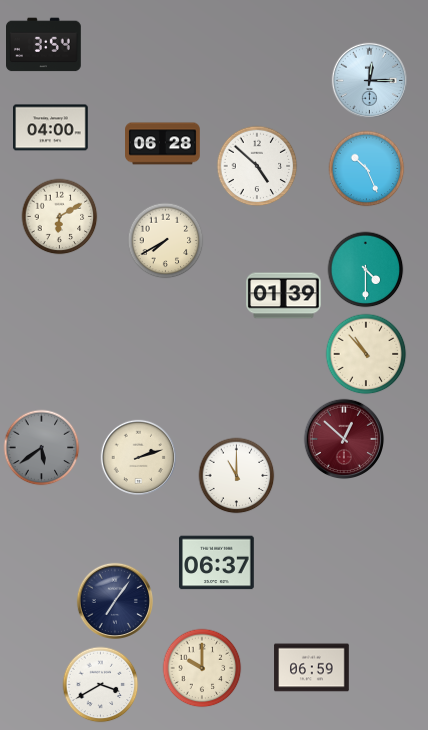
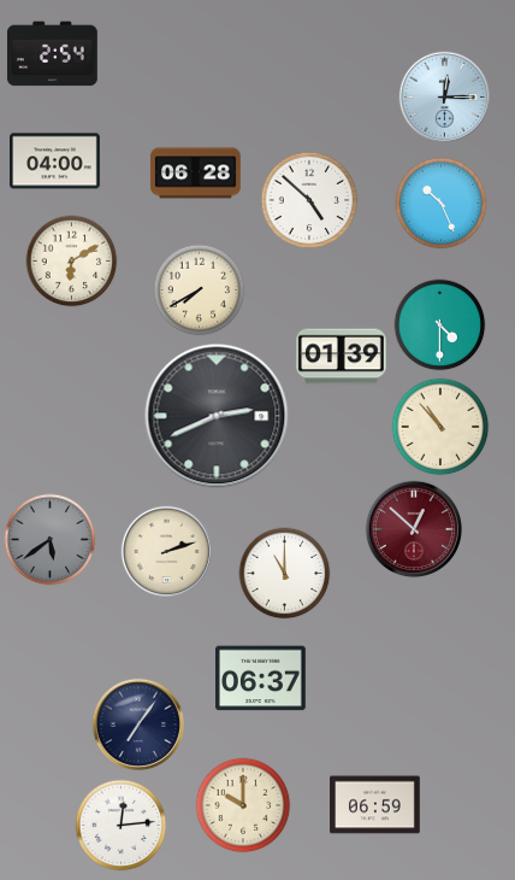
clock at (44, 45): 3:54 -> 2:54
clock at (51, 128) position: (51, 128) -> (55, 162)
clock at (217, 416): none -> 2:41
clock at (101, 685): 3:40 -> 12:14
